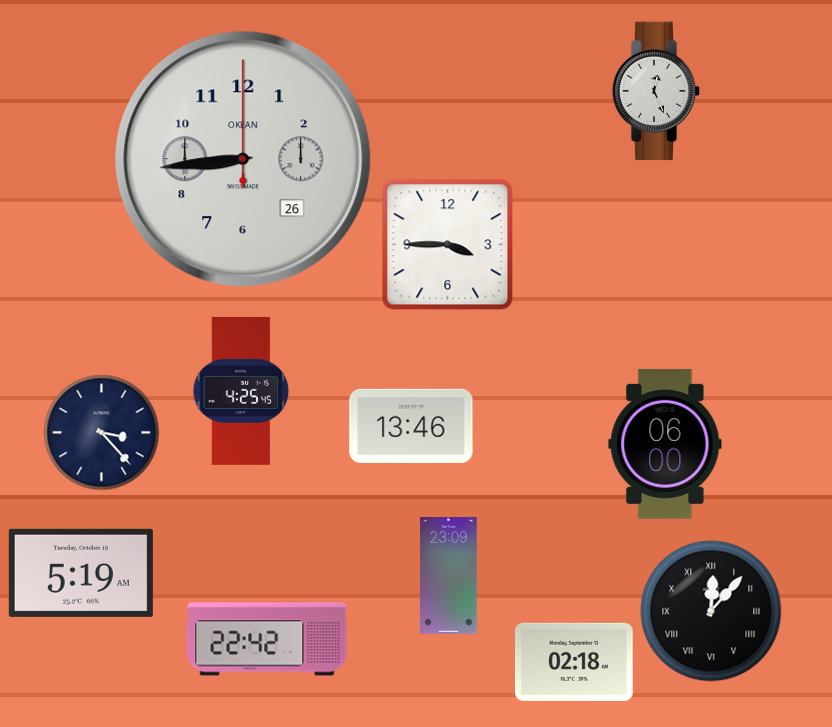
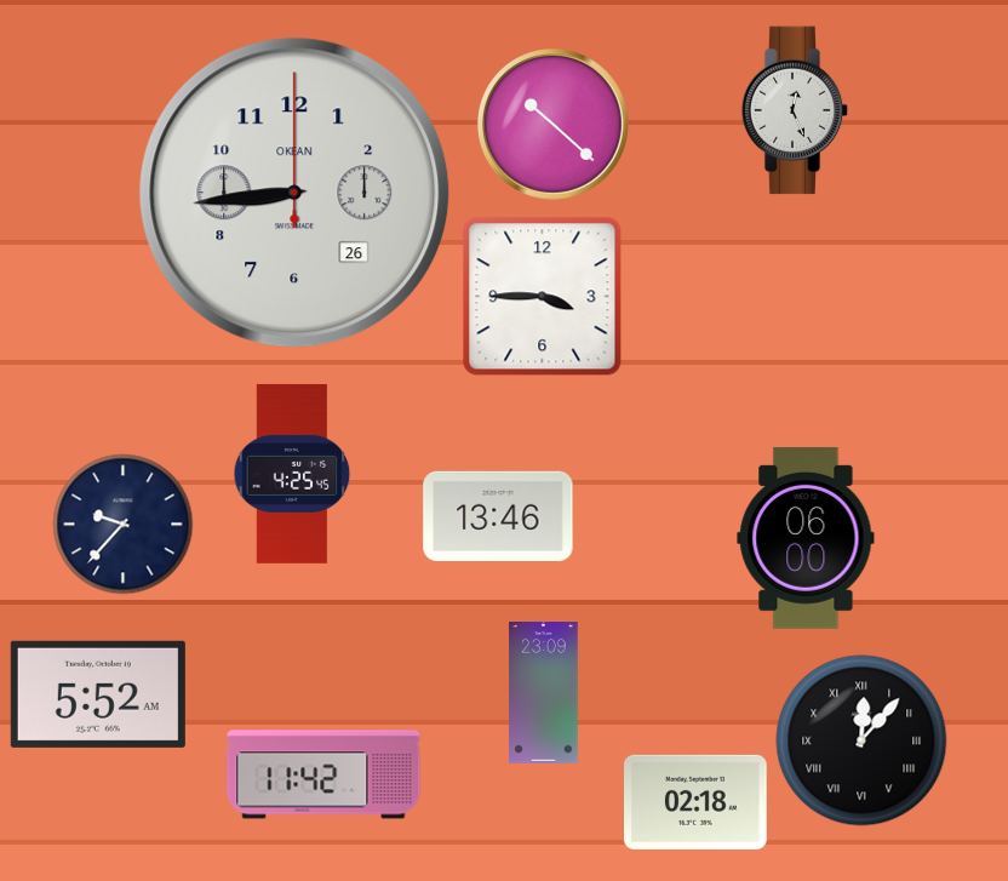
clock at (552, 124): none -> 10:22
clock at (102, 433): 3:23 -> 9:37
clock at (81, 573): 5:19 -> 5:52
clock at (449, 576) position: (449, 576) -> (544, 693)
clock at (267, 639): 22:42 -> 11:42
